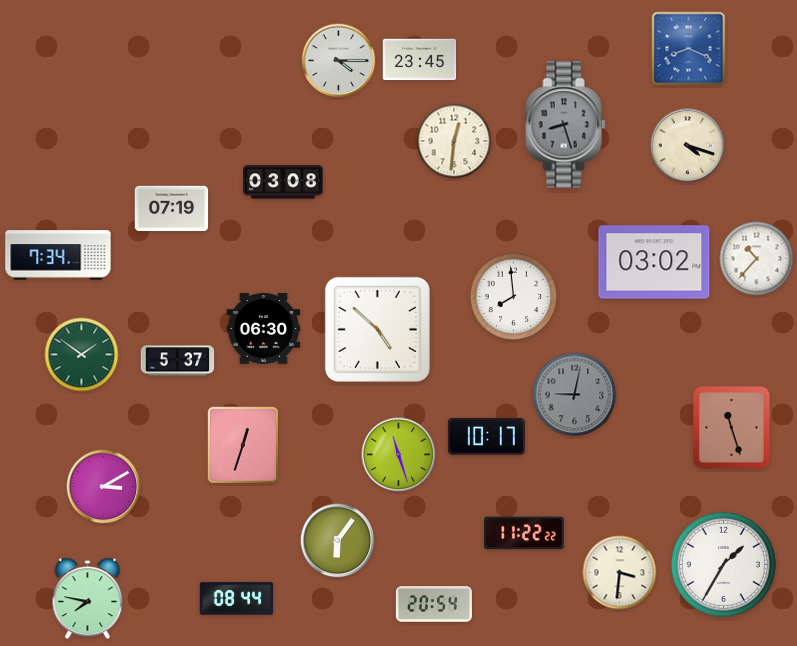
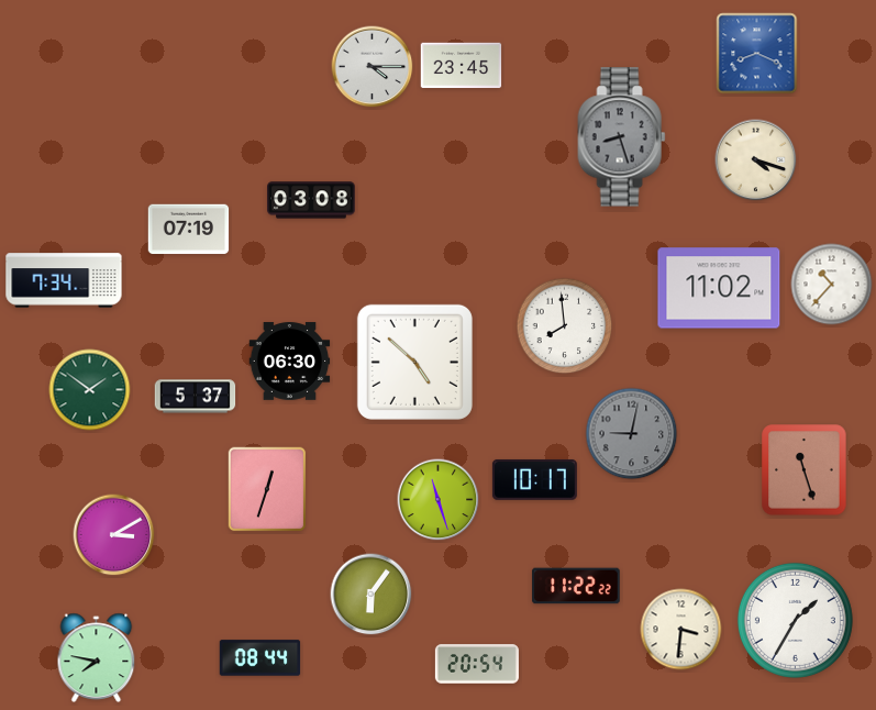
clock at (454, 141): 12:31 -> none
clock at (654, 262): 03:02 -> 11:02
